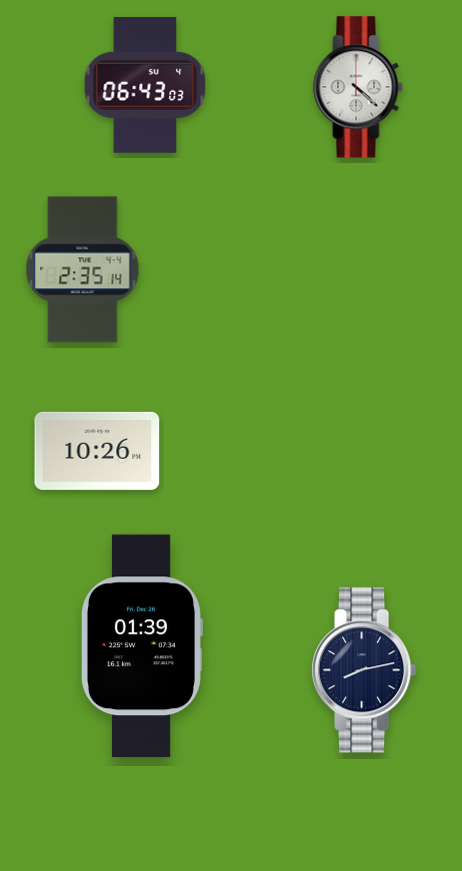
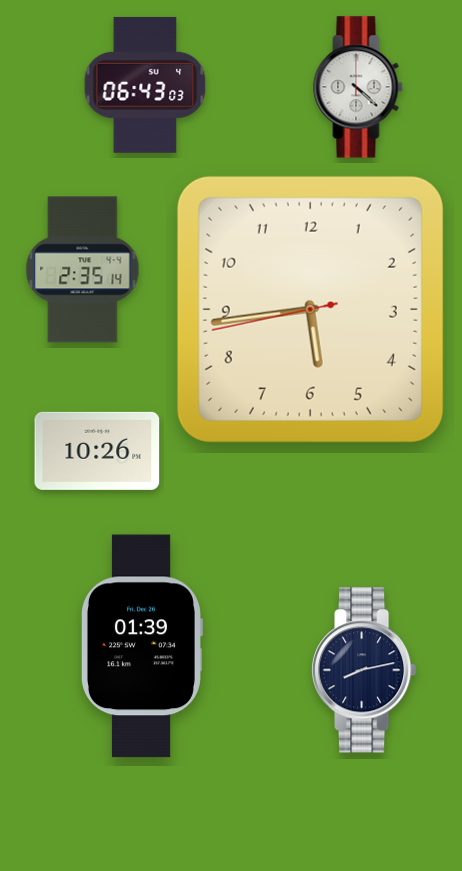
clock at (310, 309): none -> 5:43
